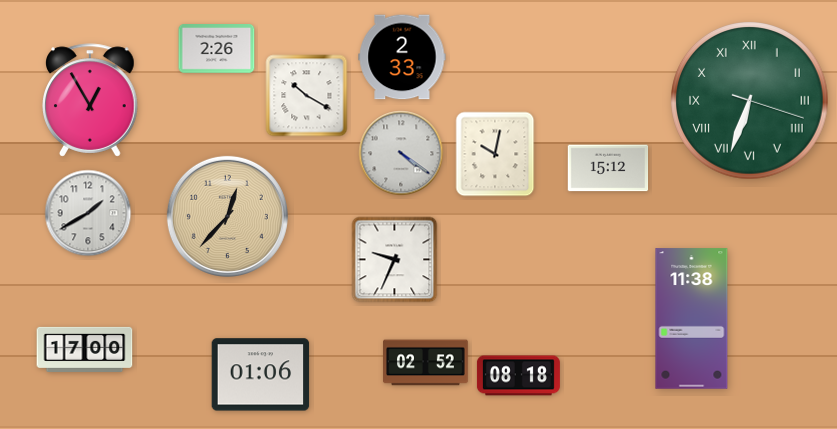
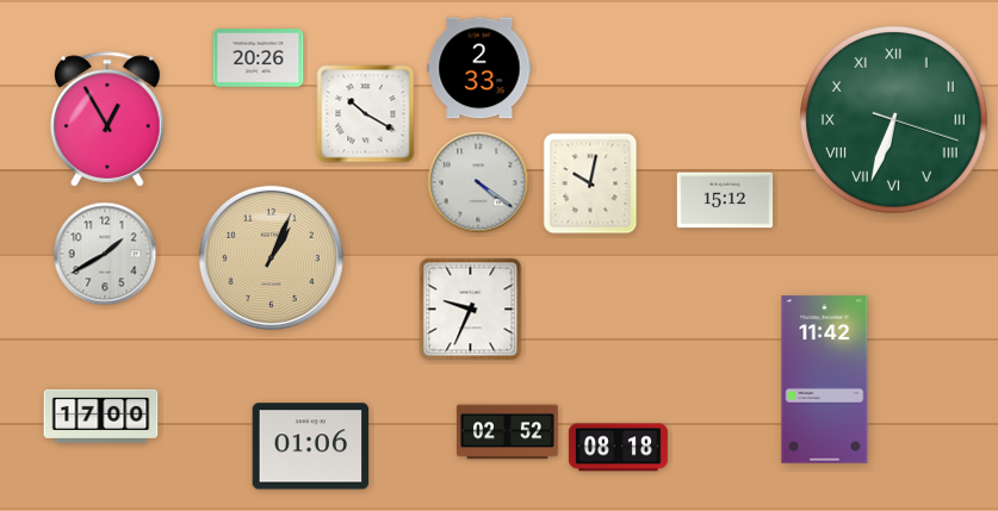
clock at (217, 49): 2:26 -> 20:26
clock at (227, 216): 12:37 -> 1:04
clock at (692, 319): 11:38 -> 11:42
